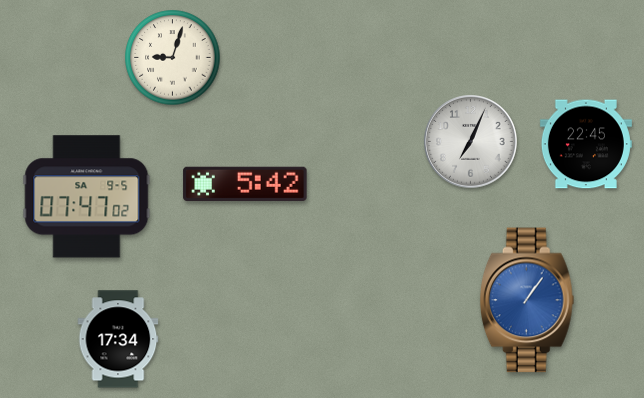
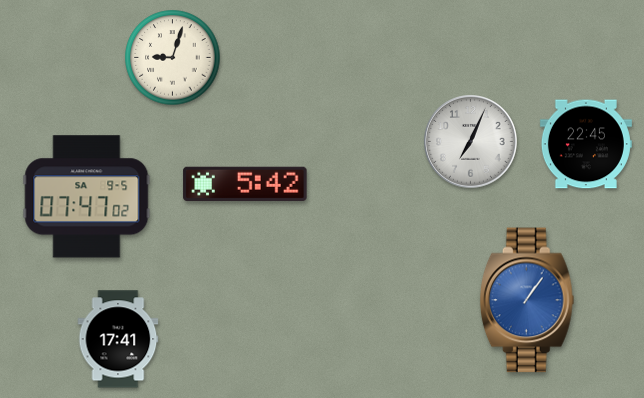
clock at (118, 339): 17:34 -> 17:41
